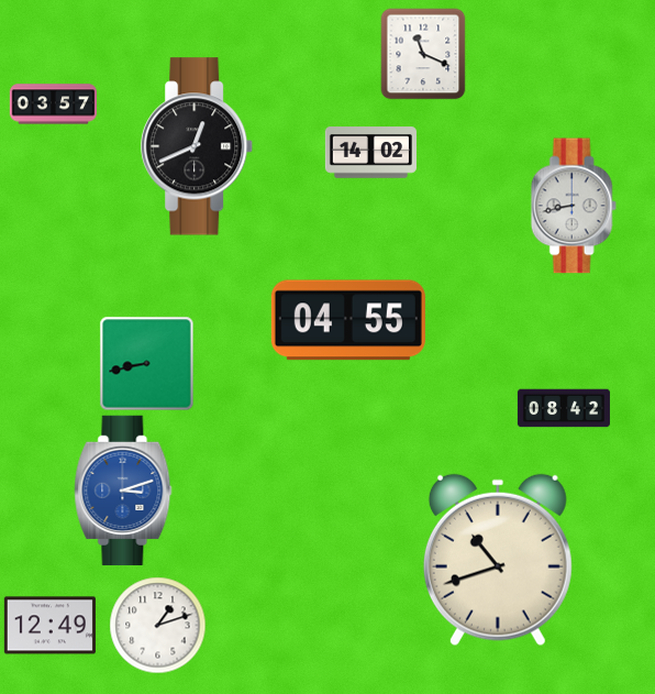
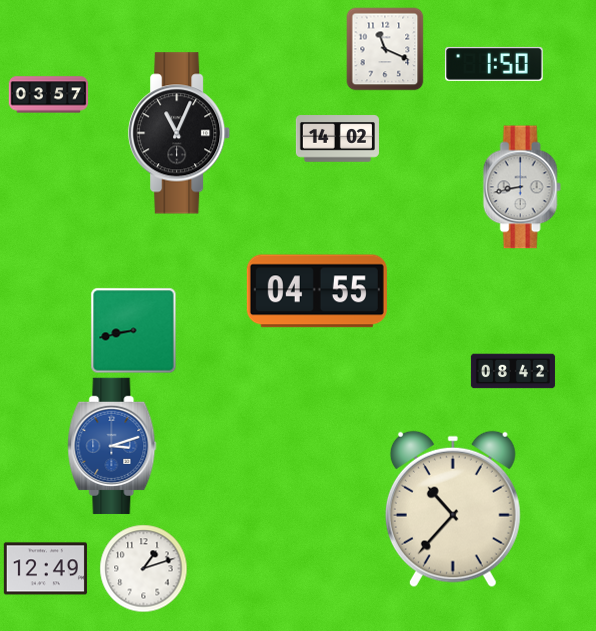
clock at (494, 64): none -> 1:50
clock at (198, 146): 12:41 -> 11:04
clock at (498, 560): 10:42 -> 10:37
